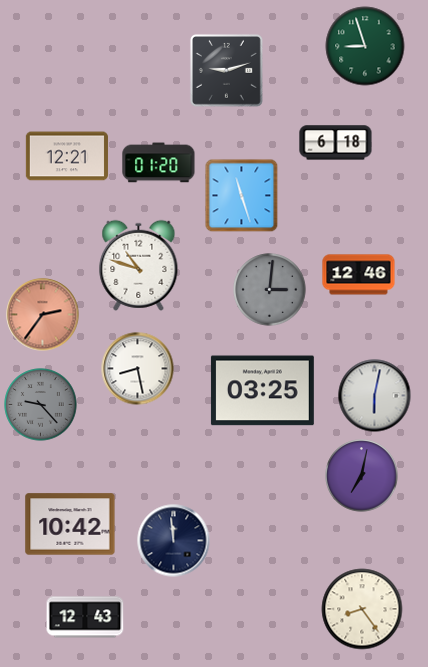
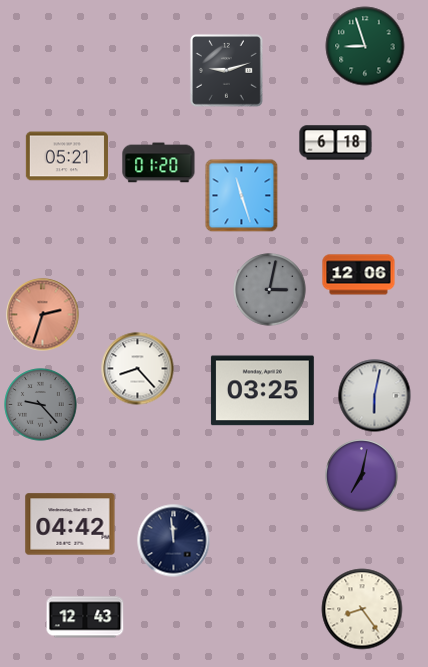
clock at (67, 156): 12:21 -> 05:21
clock at (139, 265): 10:48 -> none
clock at (359, 275): 12:46 -> 12:06
clock at (270, 290): 3:01 -> 3:02
clock at (43, 315): 2:36 -> 2:33
clock at (138, 369): 8:28 -> 8:23
clock at (70, 524): 10:42 -> 04:42
